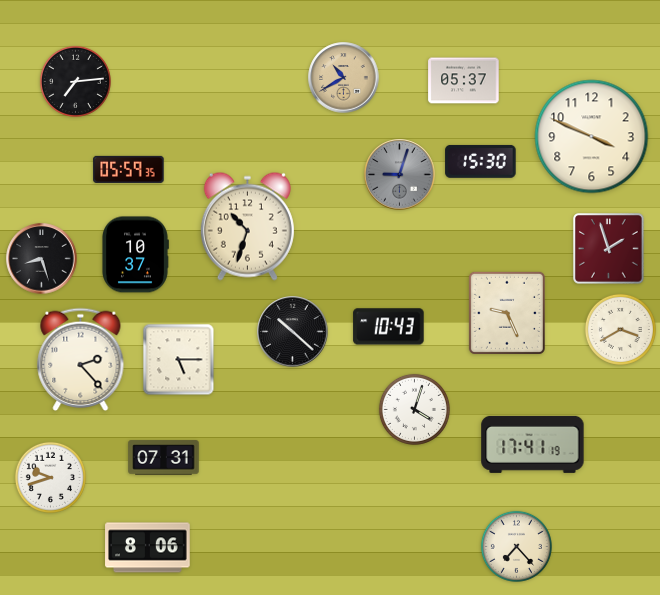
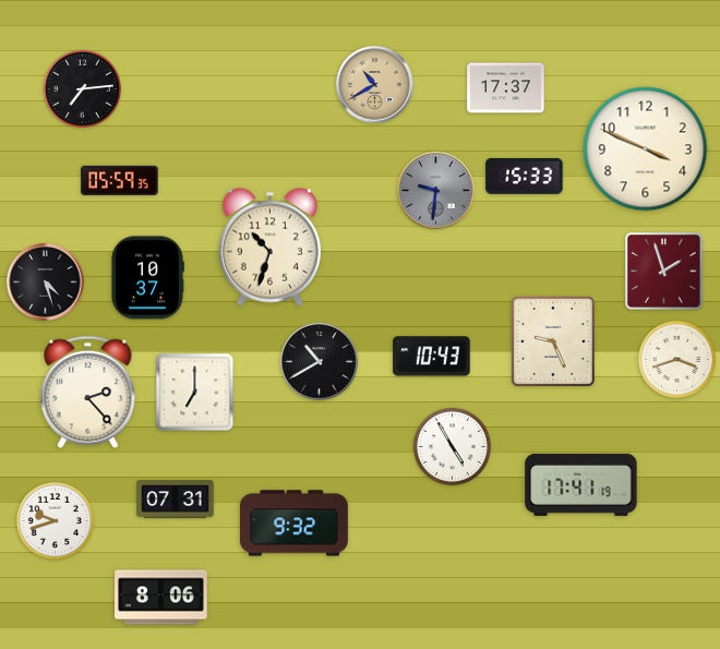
clock at (464, 81): 05:37 -> 17:37
clock at (481, 161): 15:30 -> 15:33
clock at (129, 169) position: (129, 169) -> (120, 180)
clock at (400, 175): 9:03 -> 9:31
clock at (42, 259): 8:27 -> 4:27
clock at (389, 327) position: (389, 327) -> (432, 357)
clock at (620, 329): 3:40 -> 3:42
clock at (293, 332): 10:22 -> 10:40
clock at (179, 360): 5:15 -> 7:00
clock at (414, 409): 4:03 -> 4:55
clock at (164, 458) position: (164, 458) -> (176, 500)
clock at (293, 524): none -> 9:32
clock at (516, 546): 7:23 -> none
